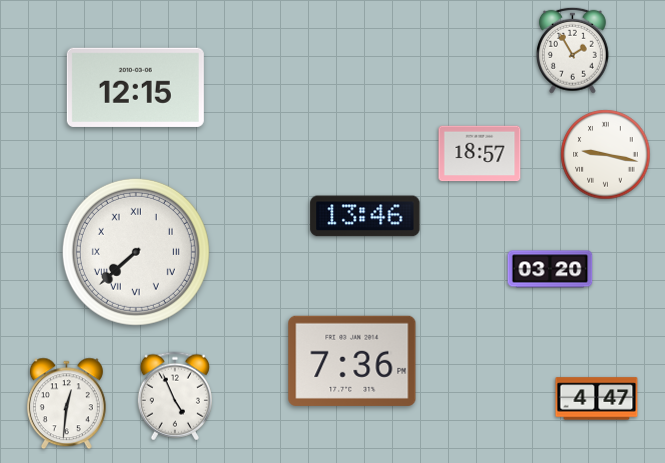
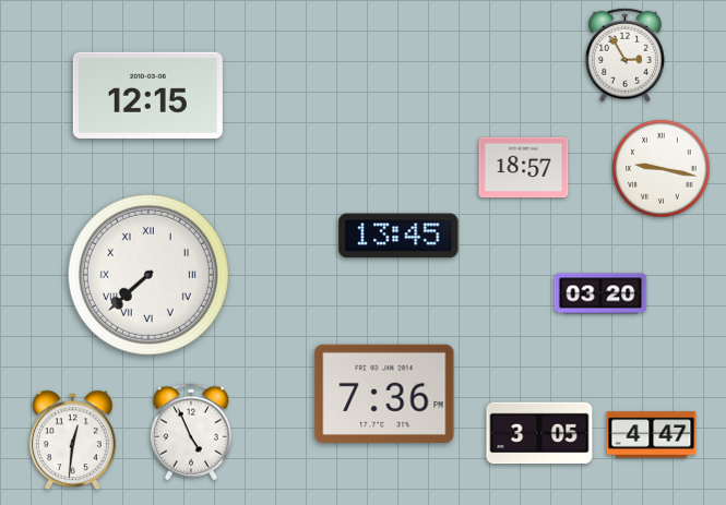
clock at (572, 50): 1:55 -> 2:55
clock at (365, 216): 13:46 -> 13:45
clock at (539, 433): none -> 3:05
